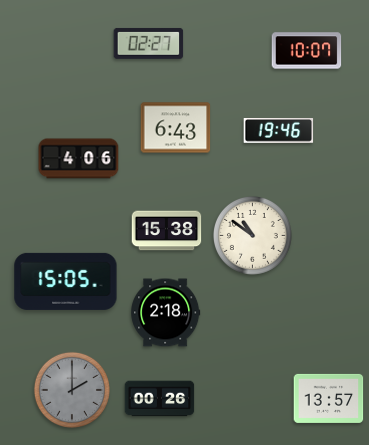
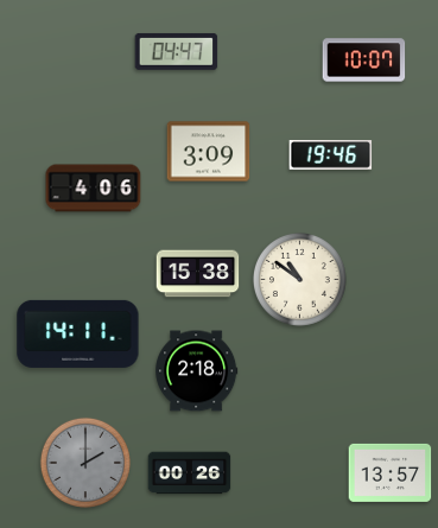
clock at (149, 43): 02:27 -> 04:47
clock at (176, 128): 6:43 -> 3:09
clock at (66, 281): 15:05 -> 14:11
